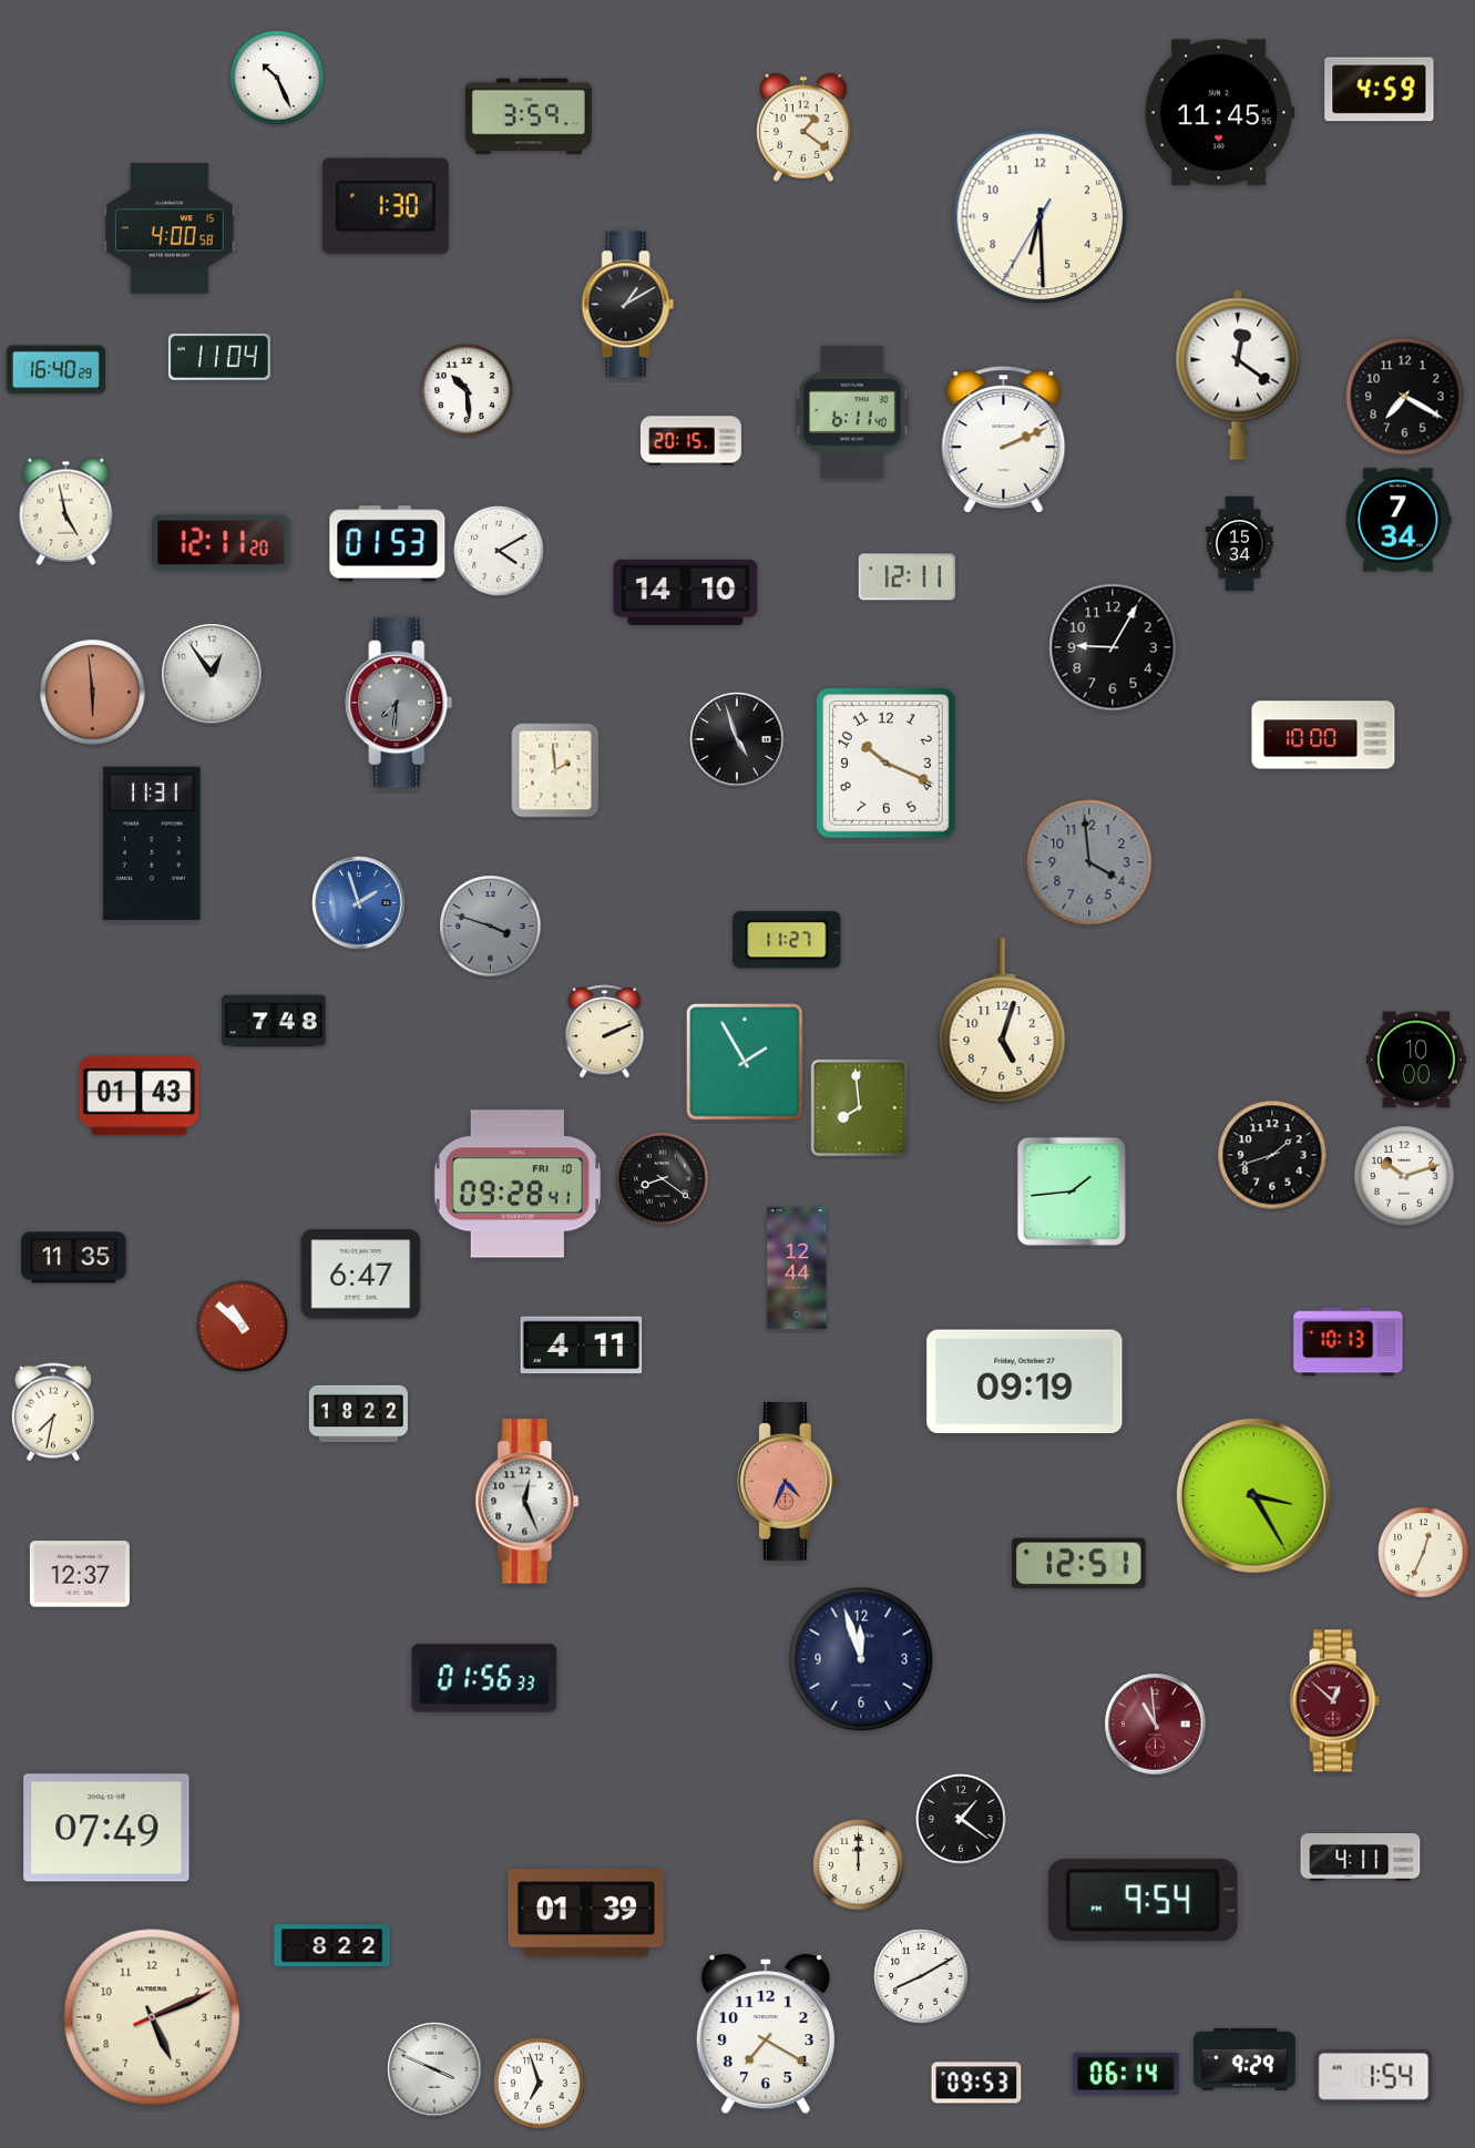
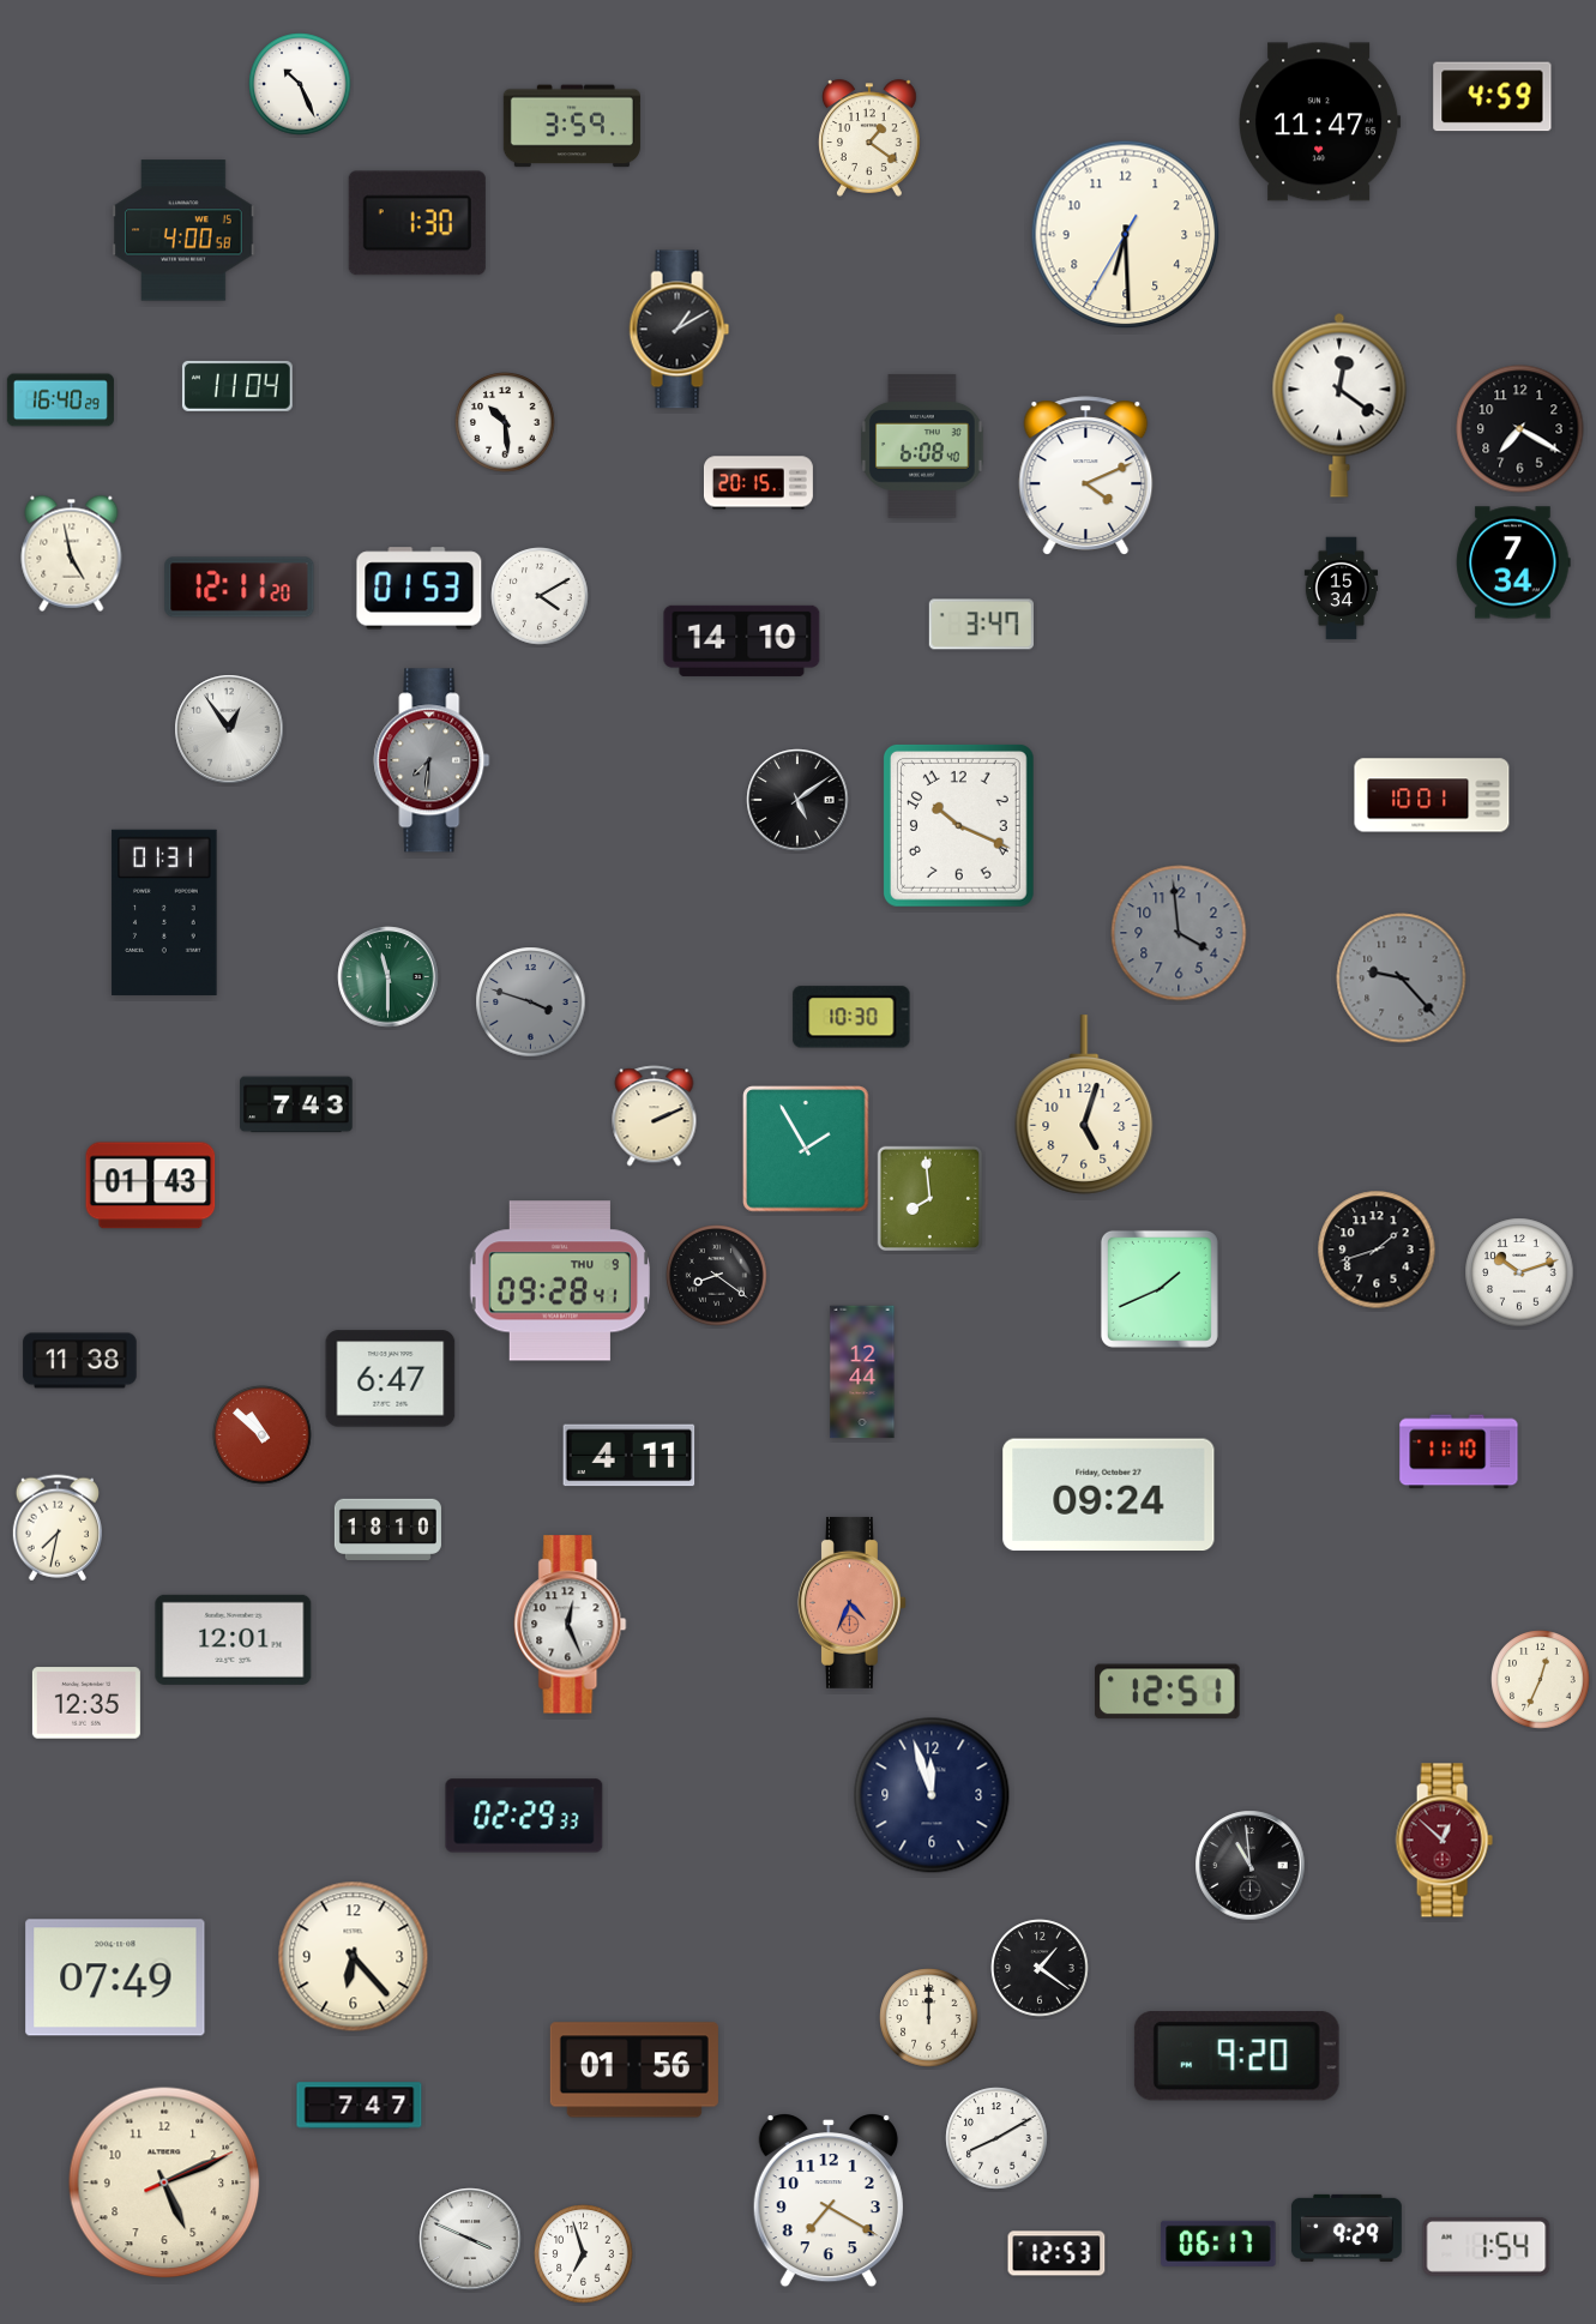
clock at (1220, 113): 11:45 -> 11:47
clock at (170, 228) position: (170, 228) -> (183, 230)
clock at (852, 412): 6:11 -> 6:08
clock at (1004, 440): 2:11 -> 4:11
clock at (690, 441) position: (690, 441) -> (758, 483)
clock at (906, 577): 12:11 -> 3:47
clock at (1113, 647): 9:05 -> none
clock at (93, 693): 5:59 -> none
clock at (1323, 735): 10:00 -> 10:01
clock at (737, 739): 4:57 -> 5:09
clock at (555, 770): 1:59 -> none
clock at (152, 843): 11:31 -> 01:31
clock at (359, 903): 1:57 -> 11:30
clock at (359, 903) dial: blue -> green
clock at (1402, 979): none -> 9:23
clock at (787, 940): 11:27 -> 10:30
clock at (274, 1021): 7:48 -> 7:43
clock at (1416, 1060): 10:00 -> none
clock at (516, 1184) date: FRI 10 -> THU 9
clock at (1072, 1191): 1:44 -> 1:41
clock at (74, 1258): 11:35 -> 11:38
clock at (1349, 1342): 10:13 -> 11:10
clock at (1025, 1382): 09:19 -> 09:24
clock at (358, 1414): 18:22 -> 18:10
clock at (1253, 1495): 3:25 -> none
clock at (234, 1639): none -> 12:01
clock at (80, 1574): 12:37 -> 12:35
clock at (484, 1678): 01:56 -> 02:29
clock at (1156, 1725) dial: burgundy -> black
clock at (354, 1957): none -> 6:23
clock at (1361, 1858): 4:11 -> none
clock at (1143, 1901): 9:54 -> 9:20
clock at (586, 1913): 01:39 -> 01:56
clock at (332, 1946): 8:22 -> 7:47
clock at (1126, 2074): 06:14 -> 06:17
clock at (976, 2083): 09:53 -> 12:53
